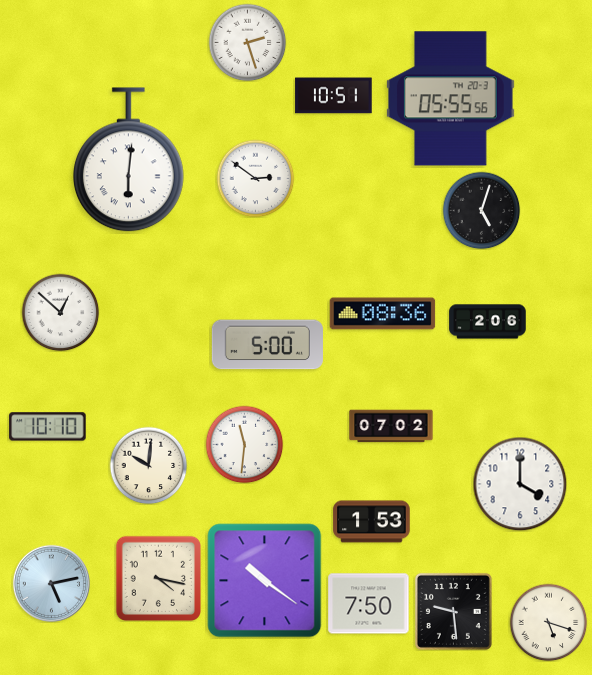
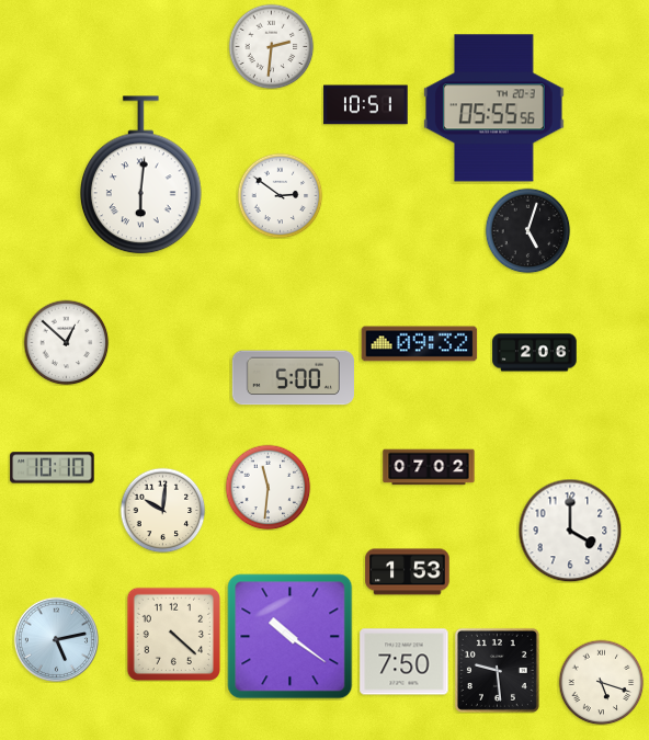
clock at (247, 42): 2:27 -> 2:31
clock at (383, 314): 08:36 -> 09:32
clock at (158, 578): 4:17 -> 4:22
